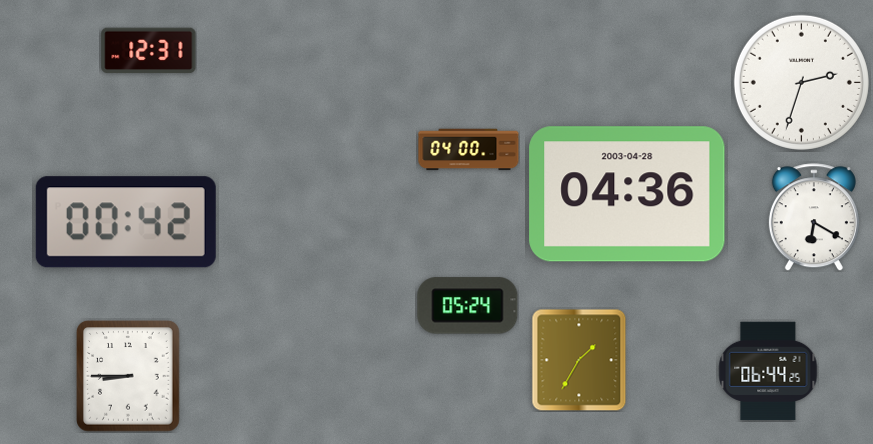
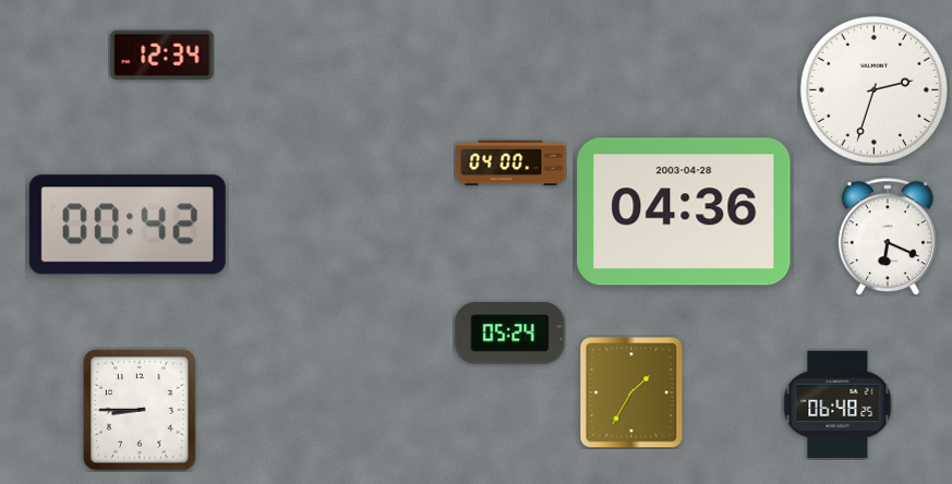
clock at (149, 51): 12:31 -> 12:34
clock at (814, 217): 6:20 -> 6:19
clock at (126, 222) position: (126, 222) -> (128, 225)
clock at (768, 371): 06:44 -> 06:48
